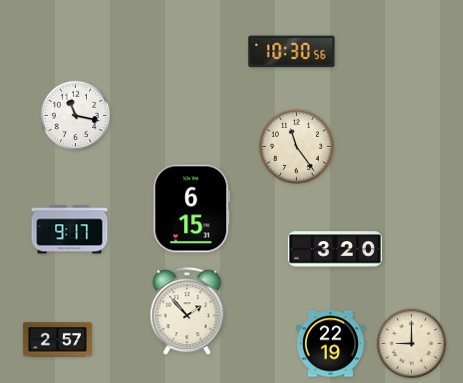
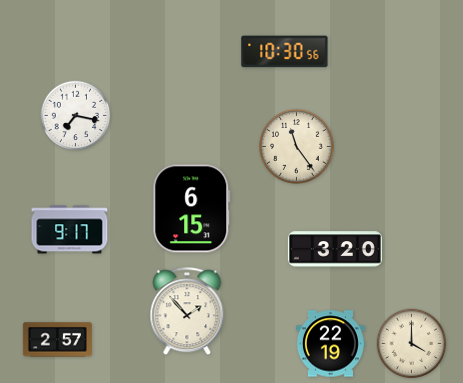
clock at (292, 52) position: (292, 52) -> (285, 52)
clock at (76, 116): 11:17 -> 7:17
clock at (412, 344): 9:00 -> 4:00
